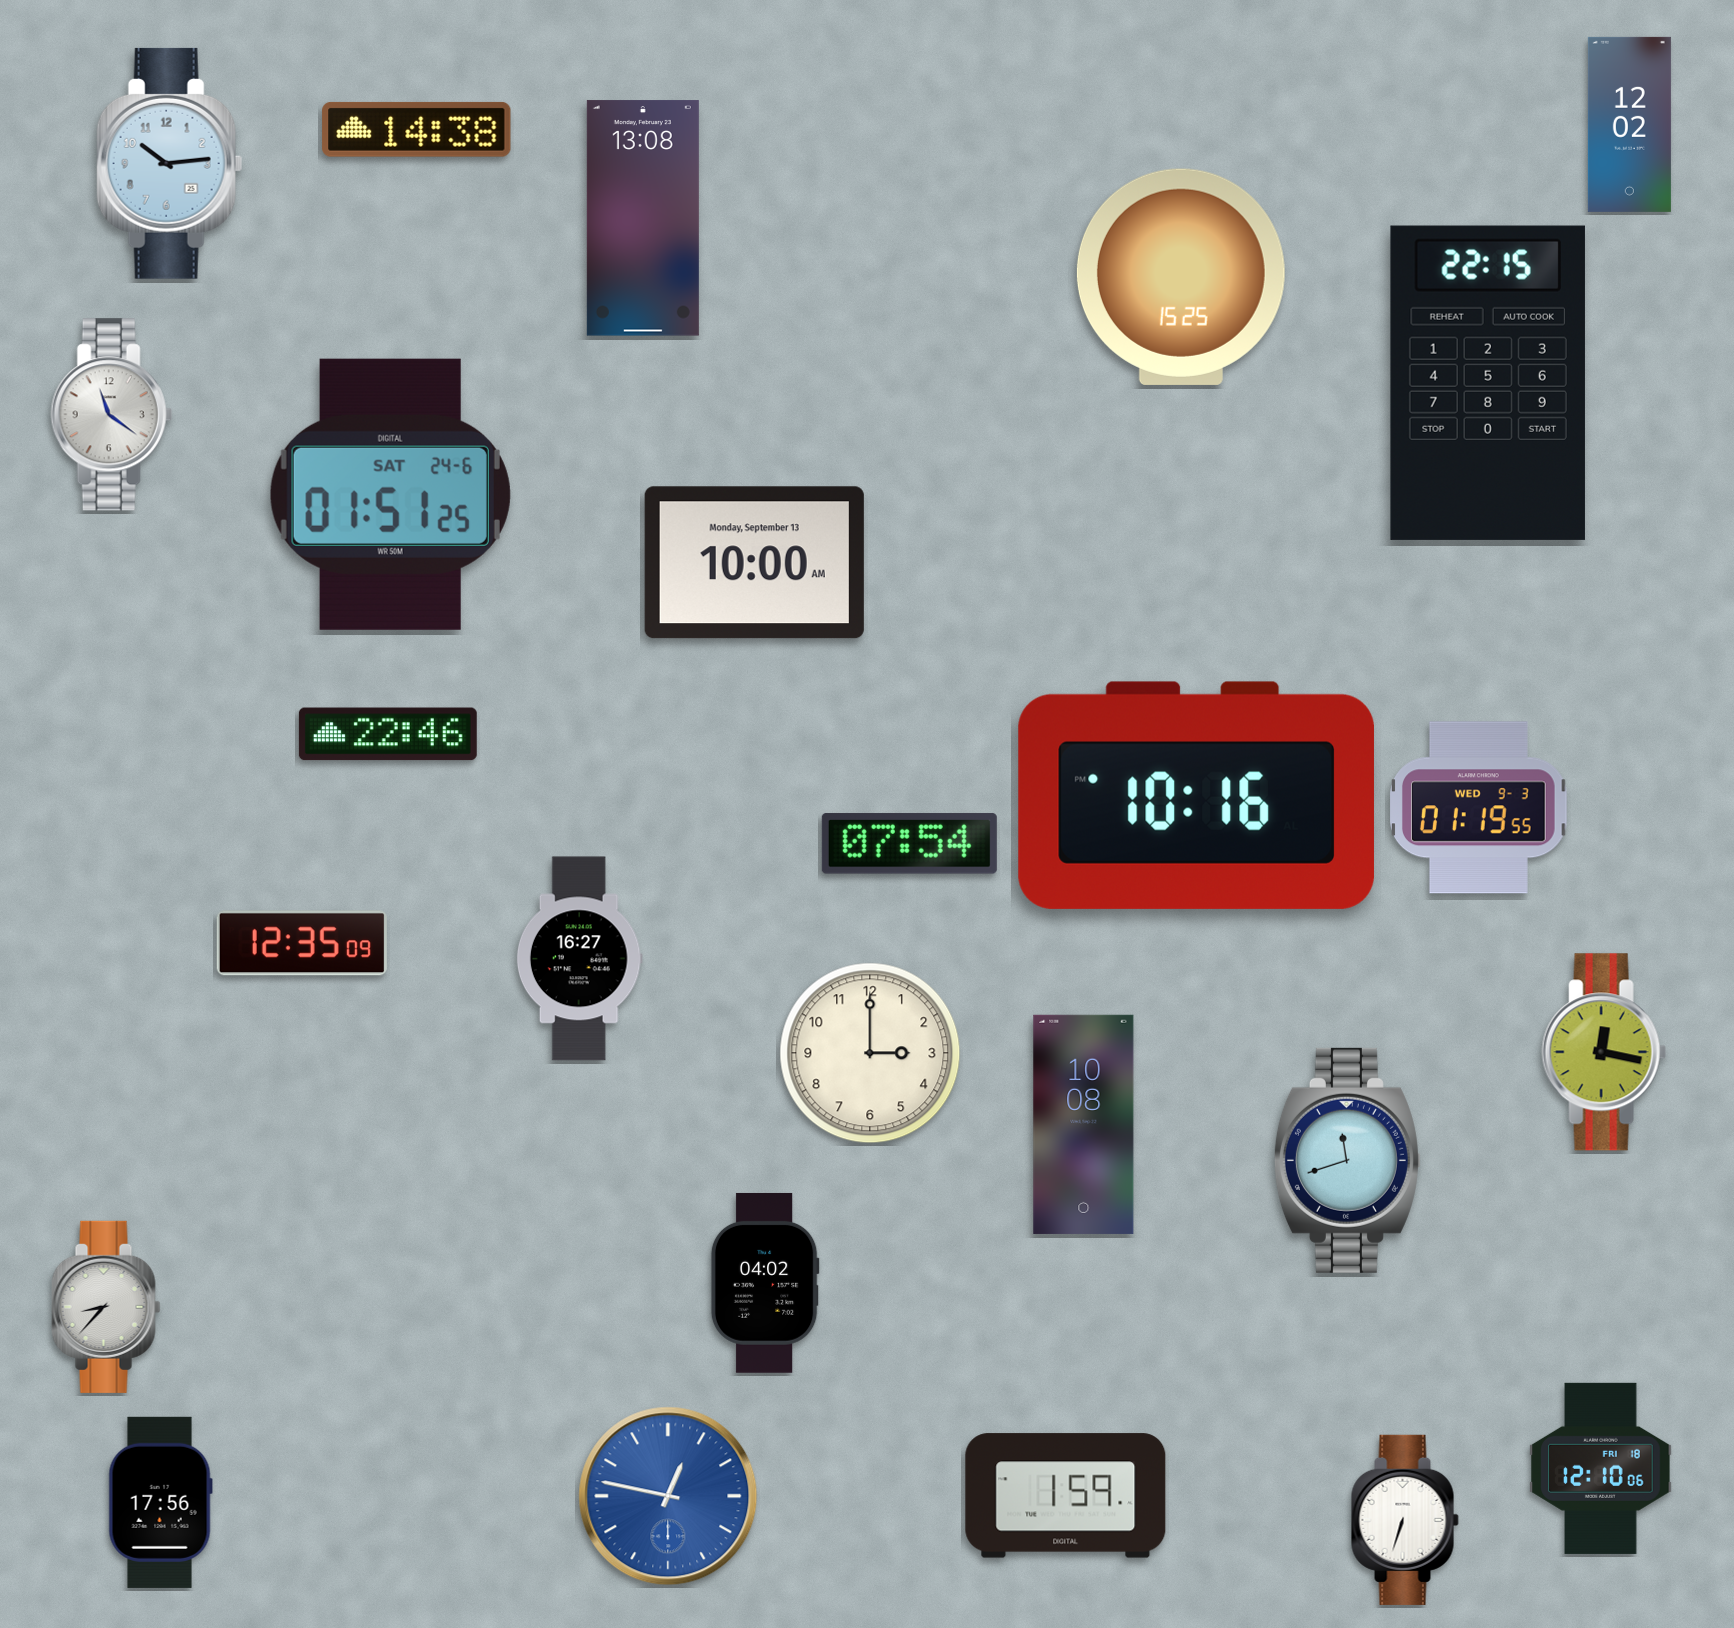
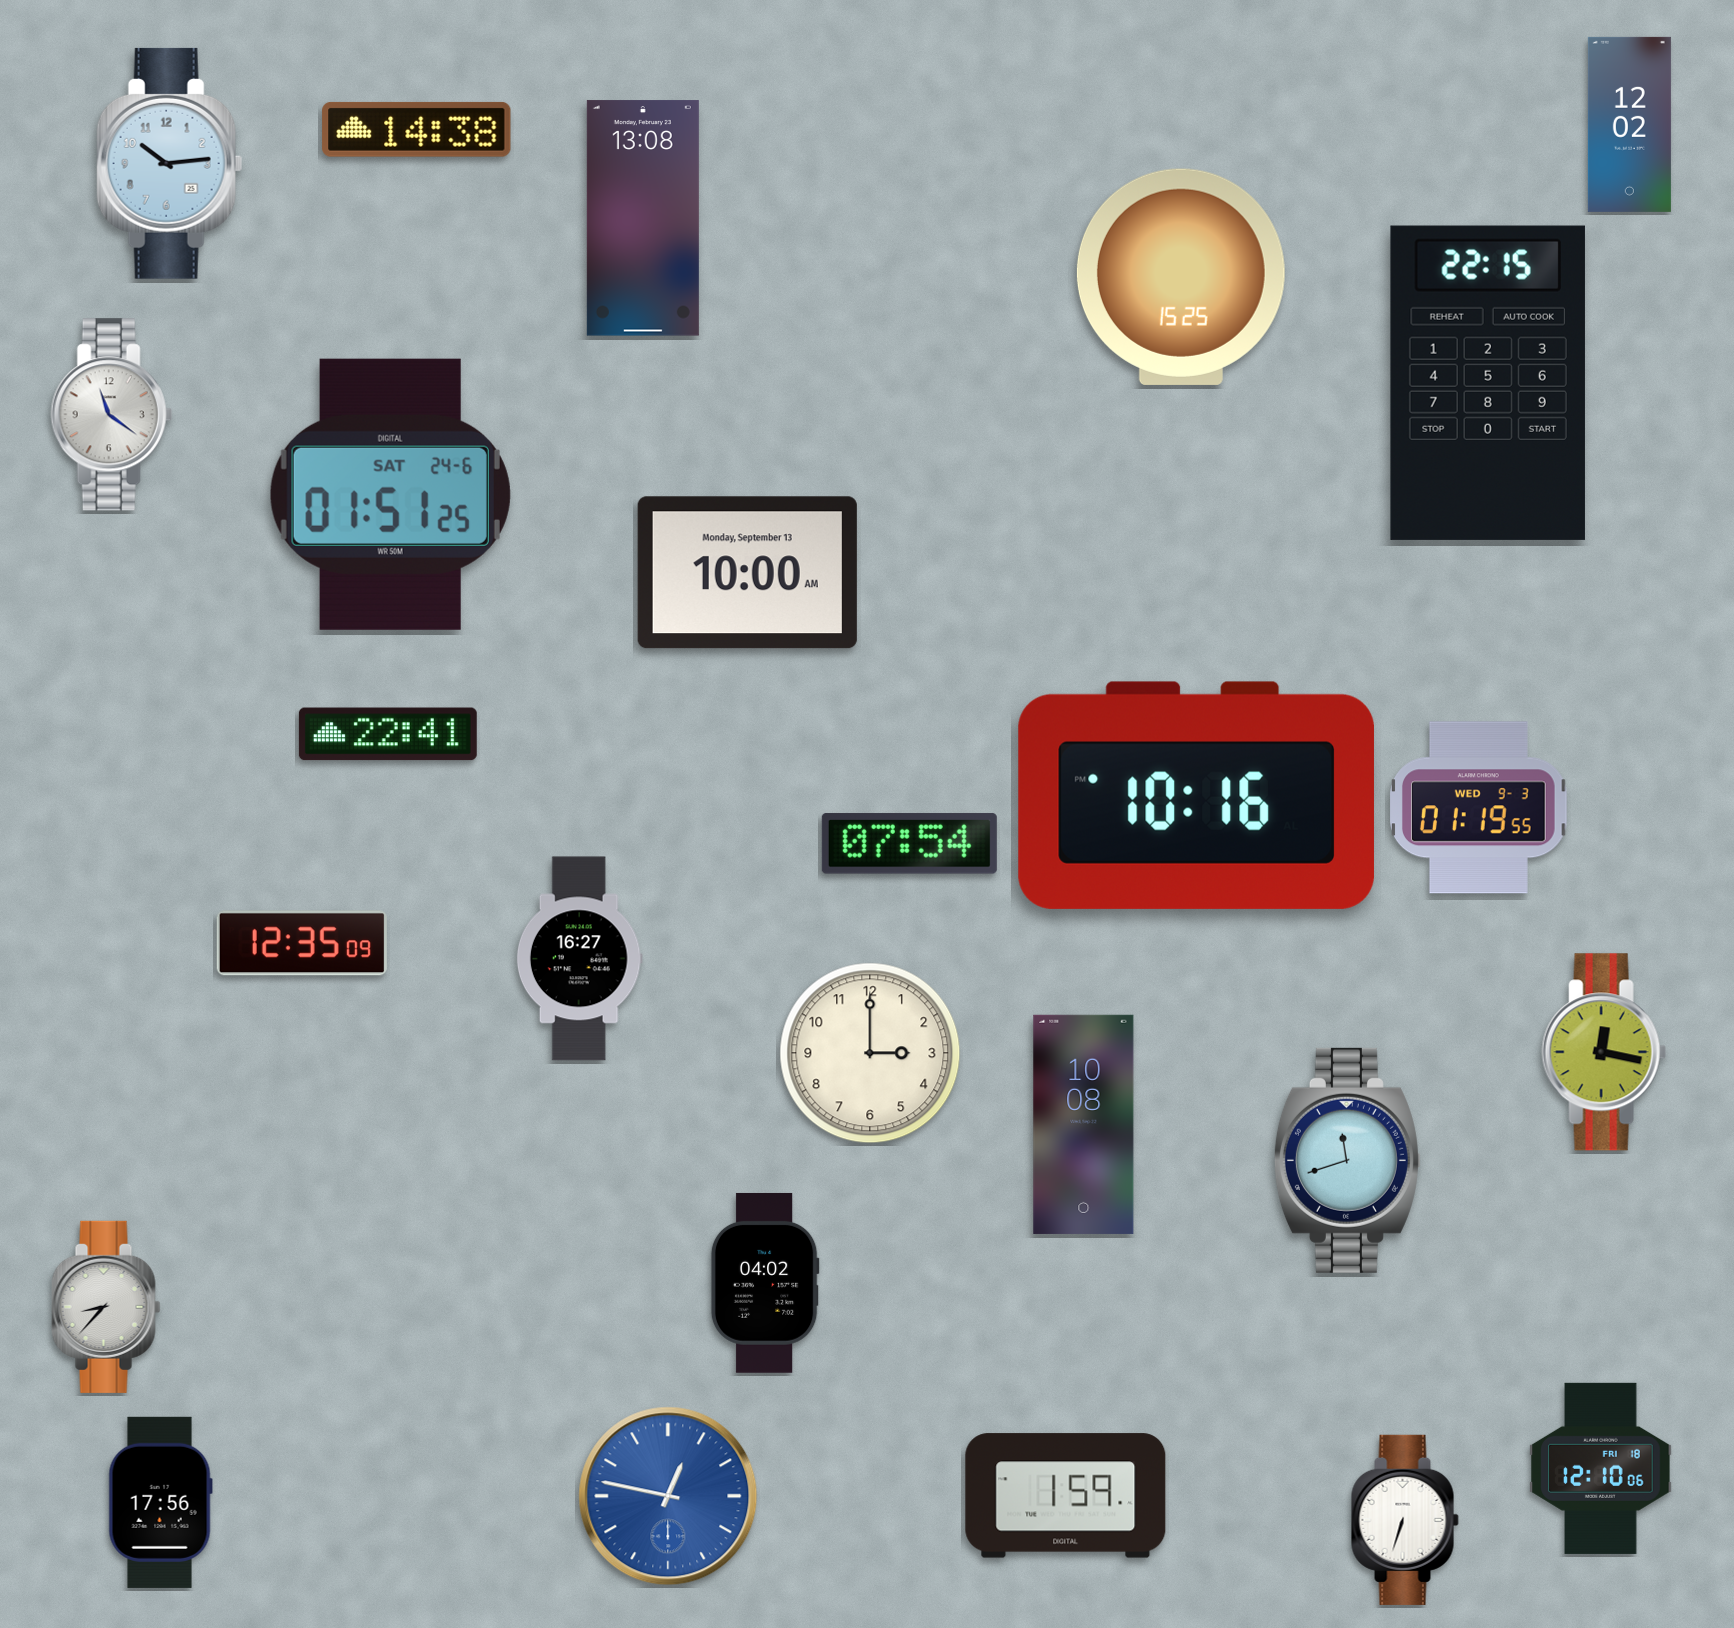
clock at (754, 563) position: (754, 563) -> (747, 573)
clock at (388, 734): 22:46 -> 22:41
